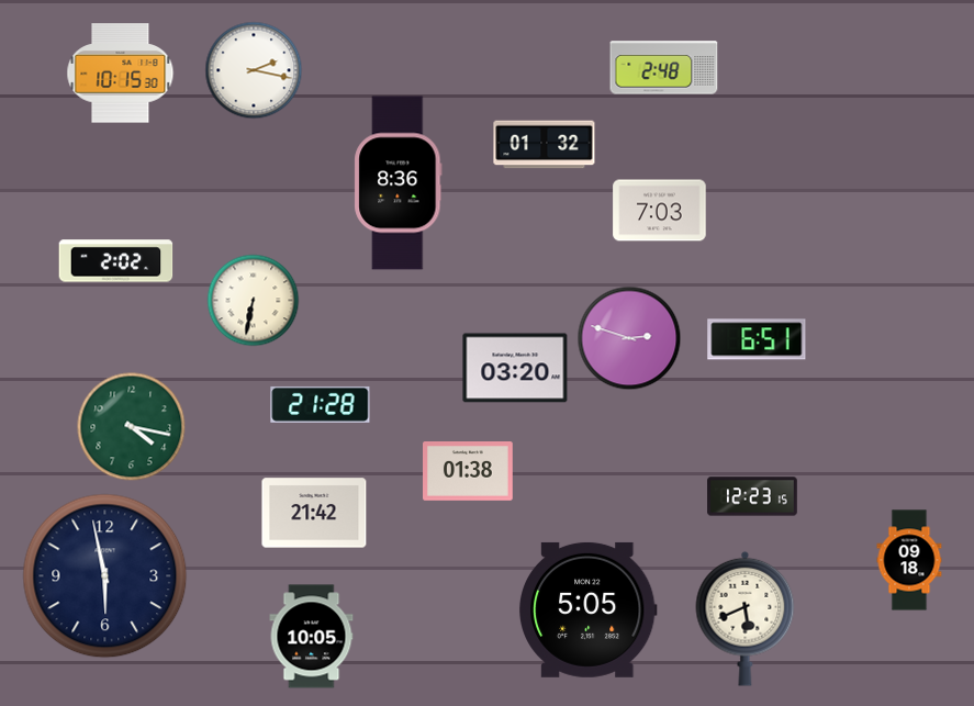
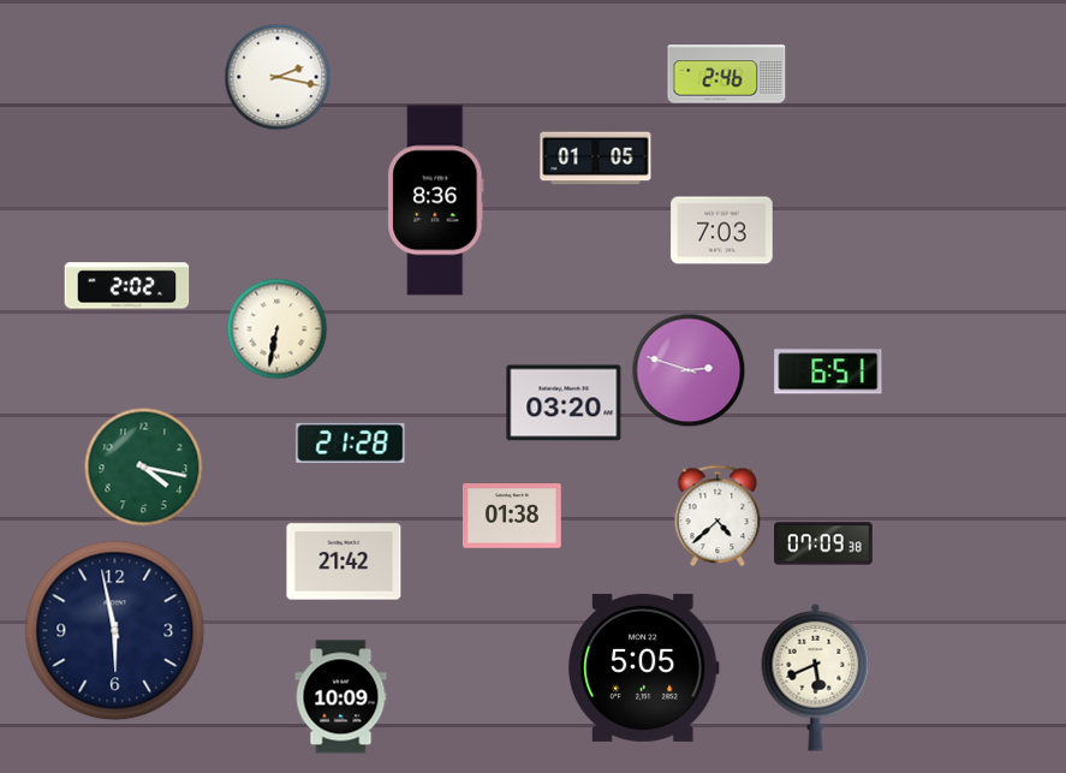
clock at (664, 68): 2:48 -> 2:46
clock at (121, 74): 10:15 -> none
clock at (545, 145): 01:32 -> 01:05
clock at (717, 516): none -> 4:38
clock at (752, 496): 12:23 -> 07:09
clock at (909, 560): 09:18 -> none
clock at (312, 637): 10:05 -> 10:09
